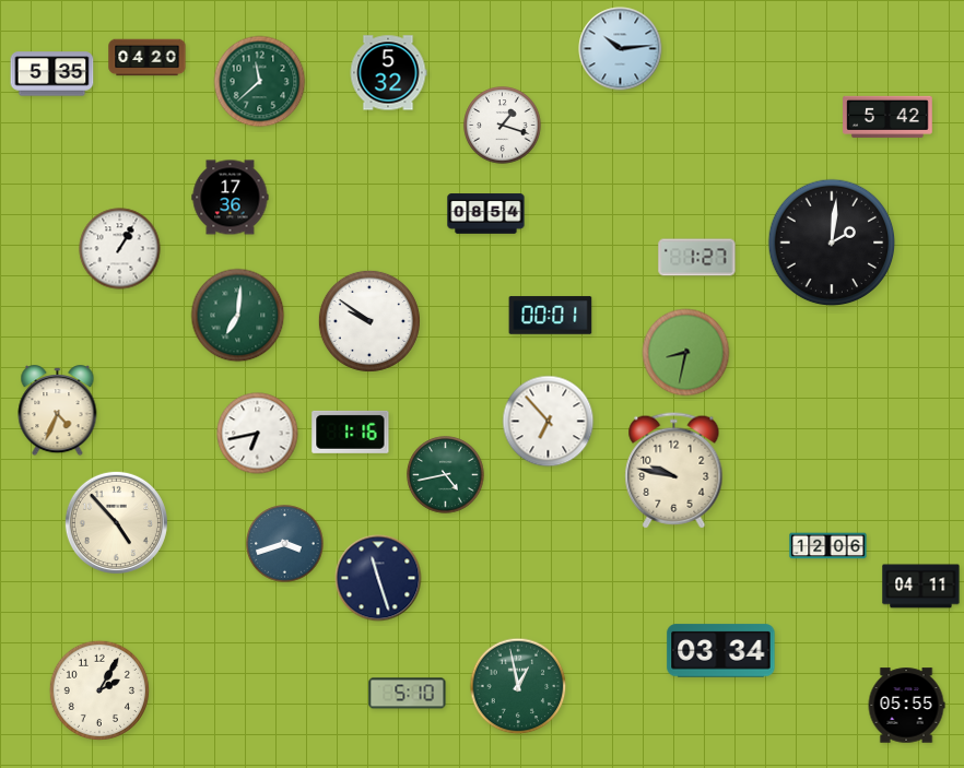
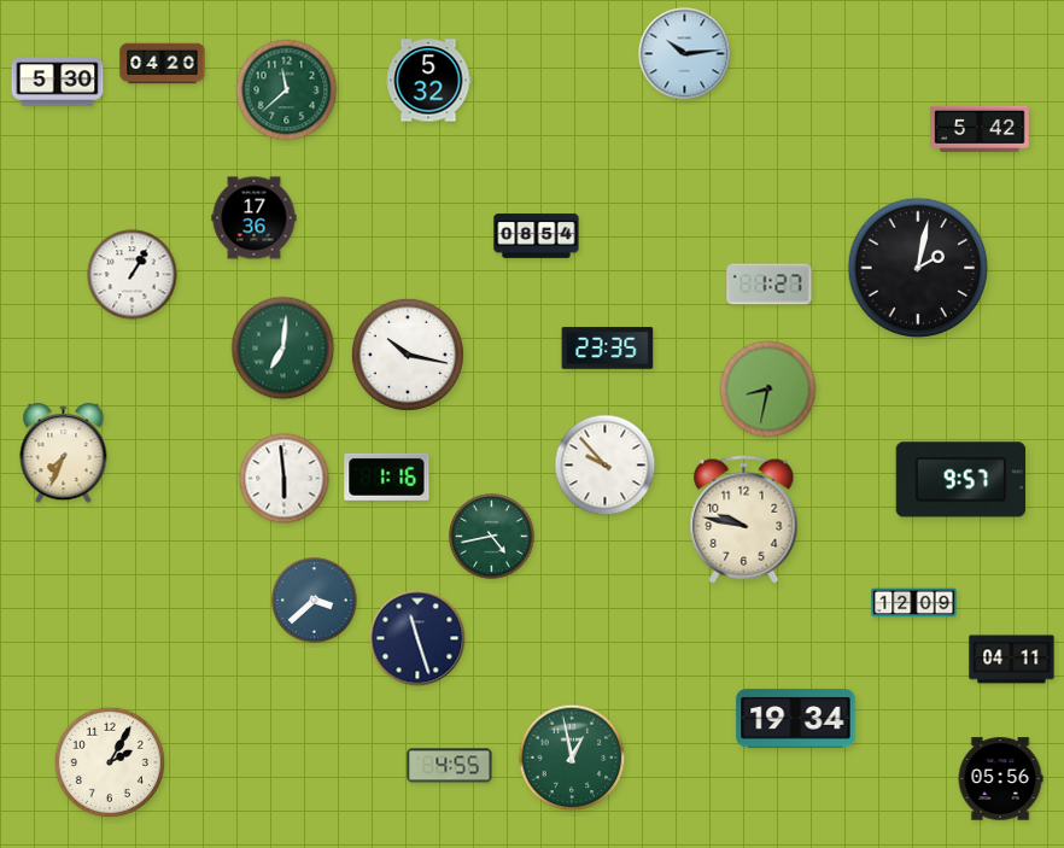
clock at (52, 74): 5:35 -> 5:30
clock at (503, 126): 1:18 -> none
clock at (832, 243): 2:01 -> 2:02
clock at (238, 316) position: (238, 316) -> (283, 349)
clock at (551, 316): 00:01 -> 23:35
clock at (369, 321): 9:51 -> 10:17
clock at (686, 353) position: (686, 353) -> (768, 390)
clock at (58, 411): 4:34 -> 7:34
clock at (549, 422): 6:53 -> 9:53
clock at (258, 434): 6:43 -> 5:59
clock at (960, 480): none -> 9:57
clock at (446, 475) position: (446, 475) -> (492, 537)
clock at (116, 522): 4:53 -> none
clock at (285, 544): 3:42 -> 3:38
clock at (828, 546): 12:06 -> 12:09
clock at (921, 587) position: (921, 587) -> (1012, 660)
clock at (721, 651): 03:34 -> 19:34
clock at (408, 694): 5:10 -> 4:55
clock at (906, 706): 05:55 -> 05:56
